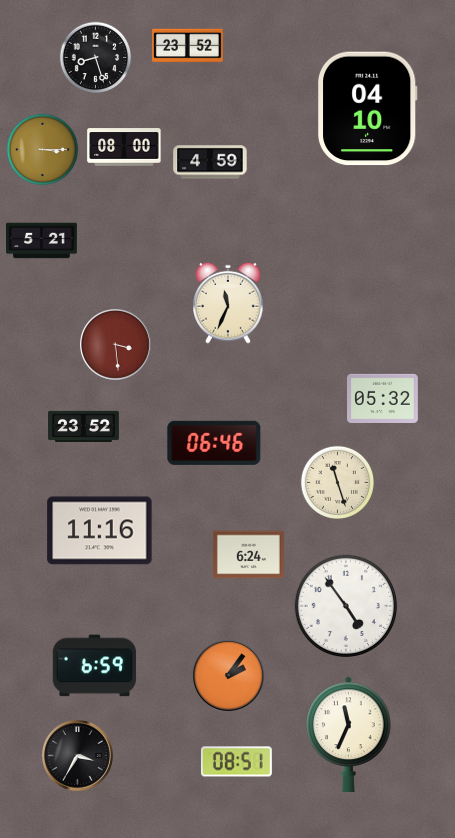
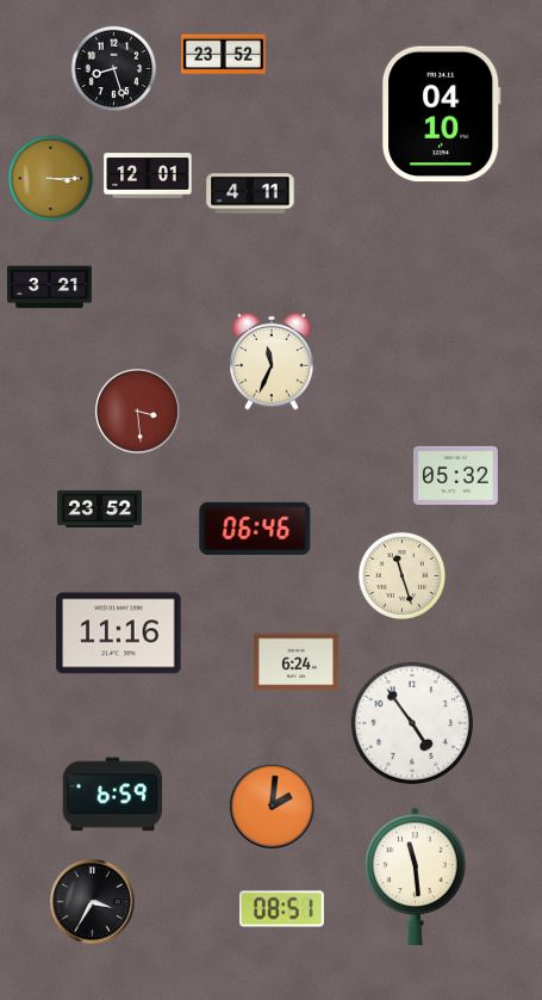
clock at (368, 109) position: (368, 109) -> (442, 115)
clock at (124, 147): 08:00 -> 12:01
clock at (210, 162): 4:59 -> 4:11
clock at (42, 241): 5:21 -> 3:21
clock at (229, 676): 2:06 -> 2:01
clock at (349, 734): 11:34 -> 11:29
